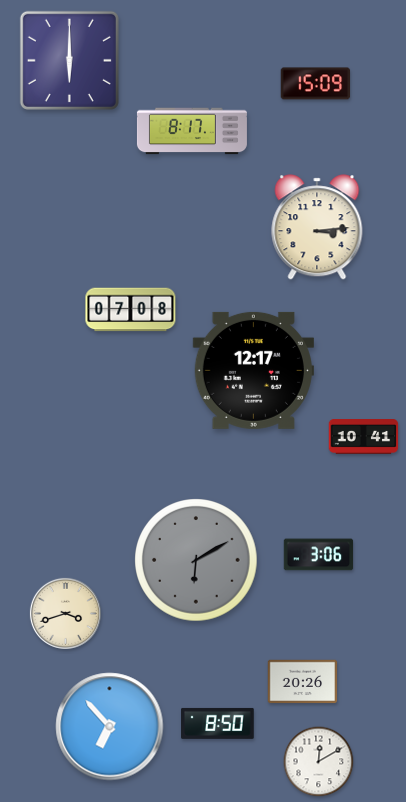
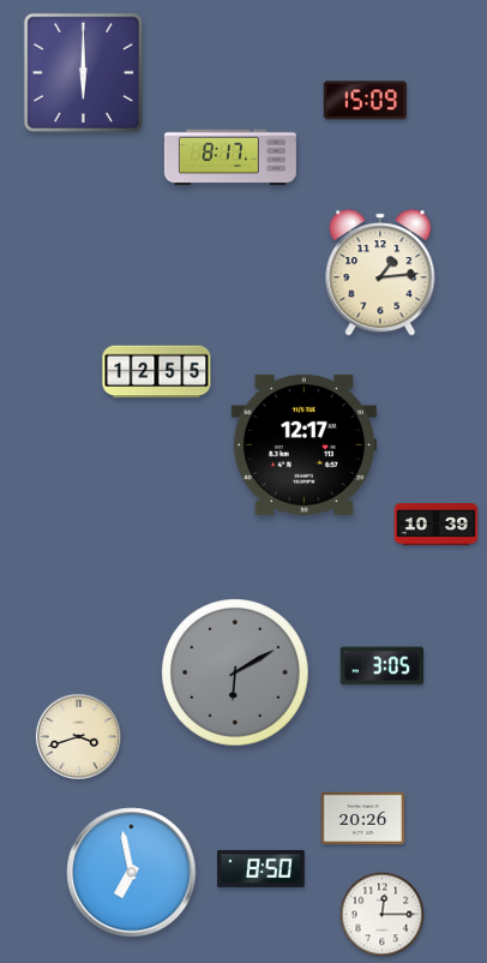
clock at (316, 84) position: (316, 84) -> (366, 101)
clock at (317, 227): 3:14 -> 1:14
clock at (131, 310): 07:08 -> 12:55
clock at (364, 437): 10:41 -> 10:39
clock at (319, 555): 3:06 -> 3:05
clock at (110, 727): 6:53 -> 6:58
clock at (319, 762): 12:10 -> 12:15
